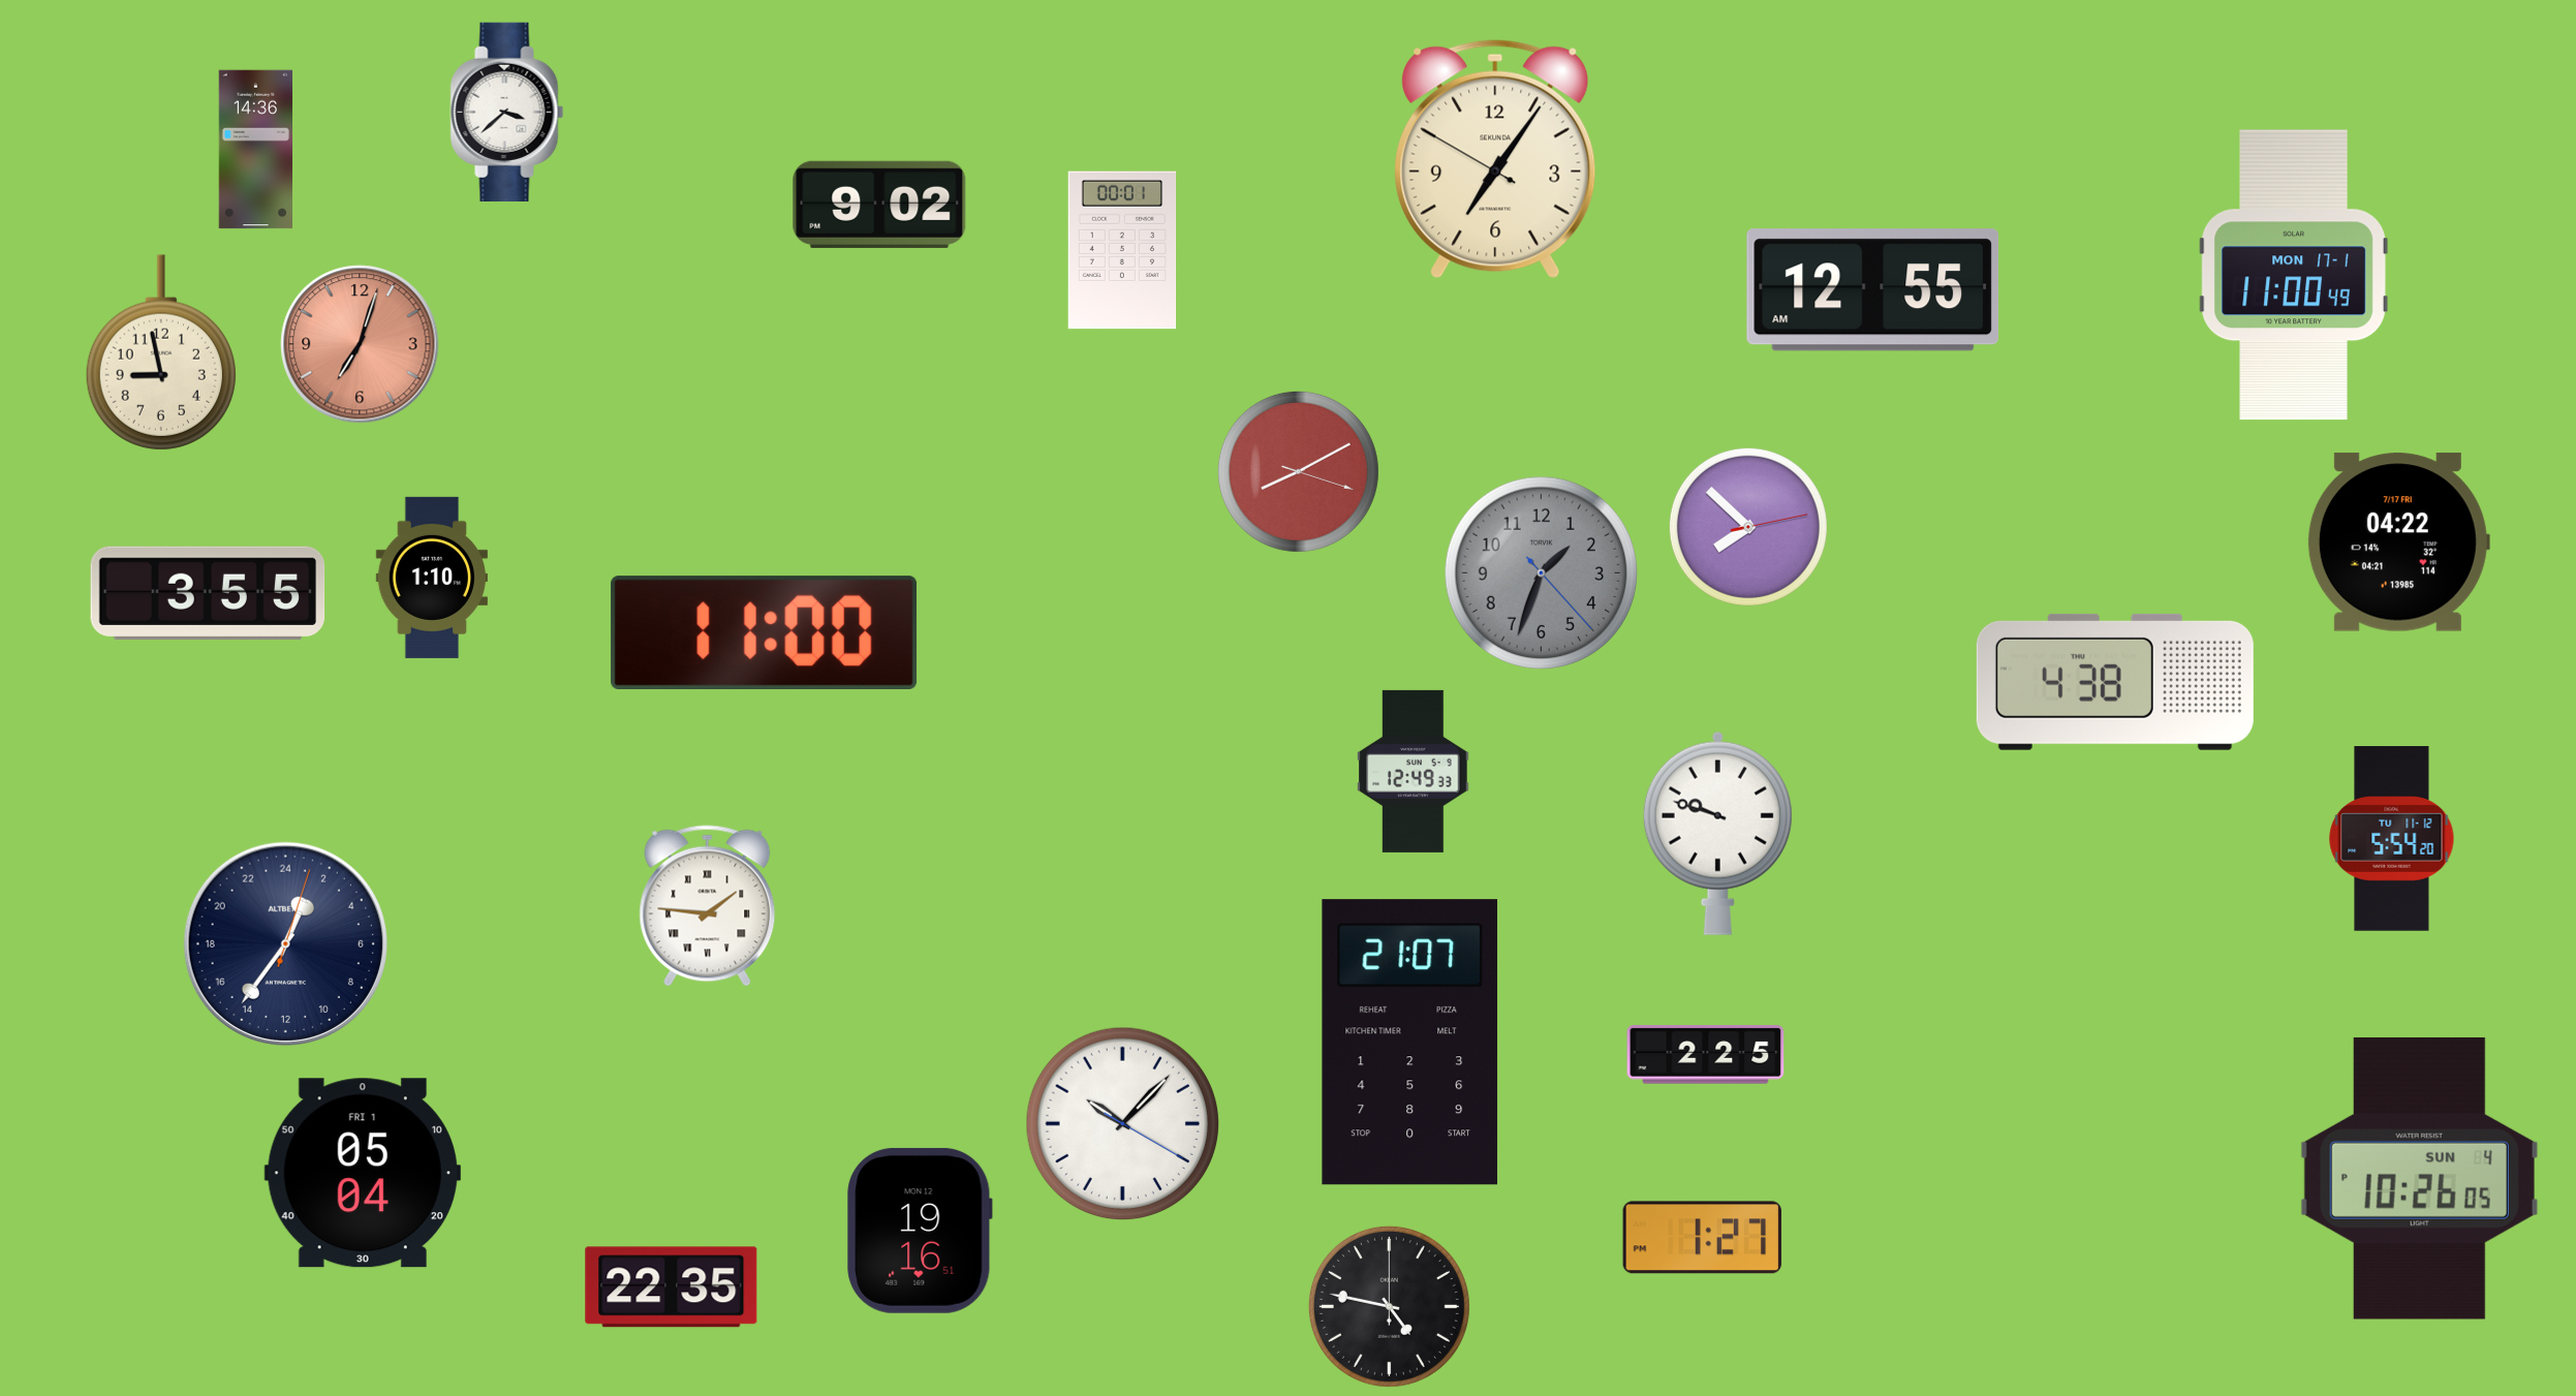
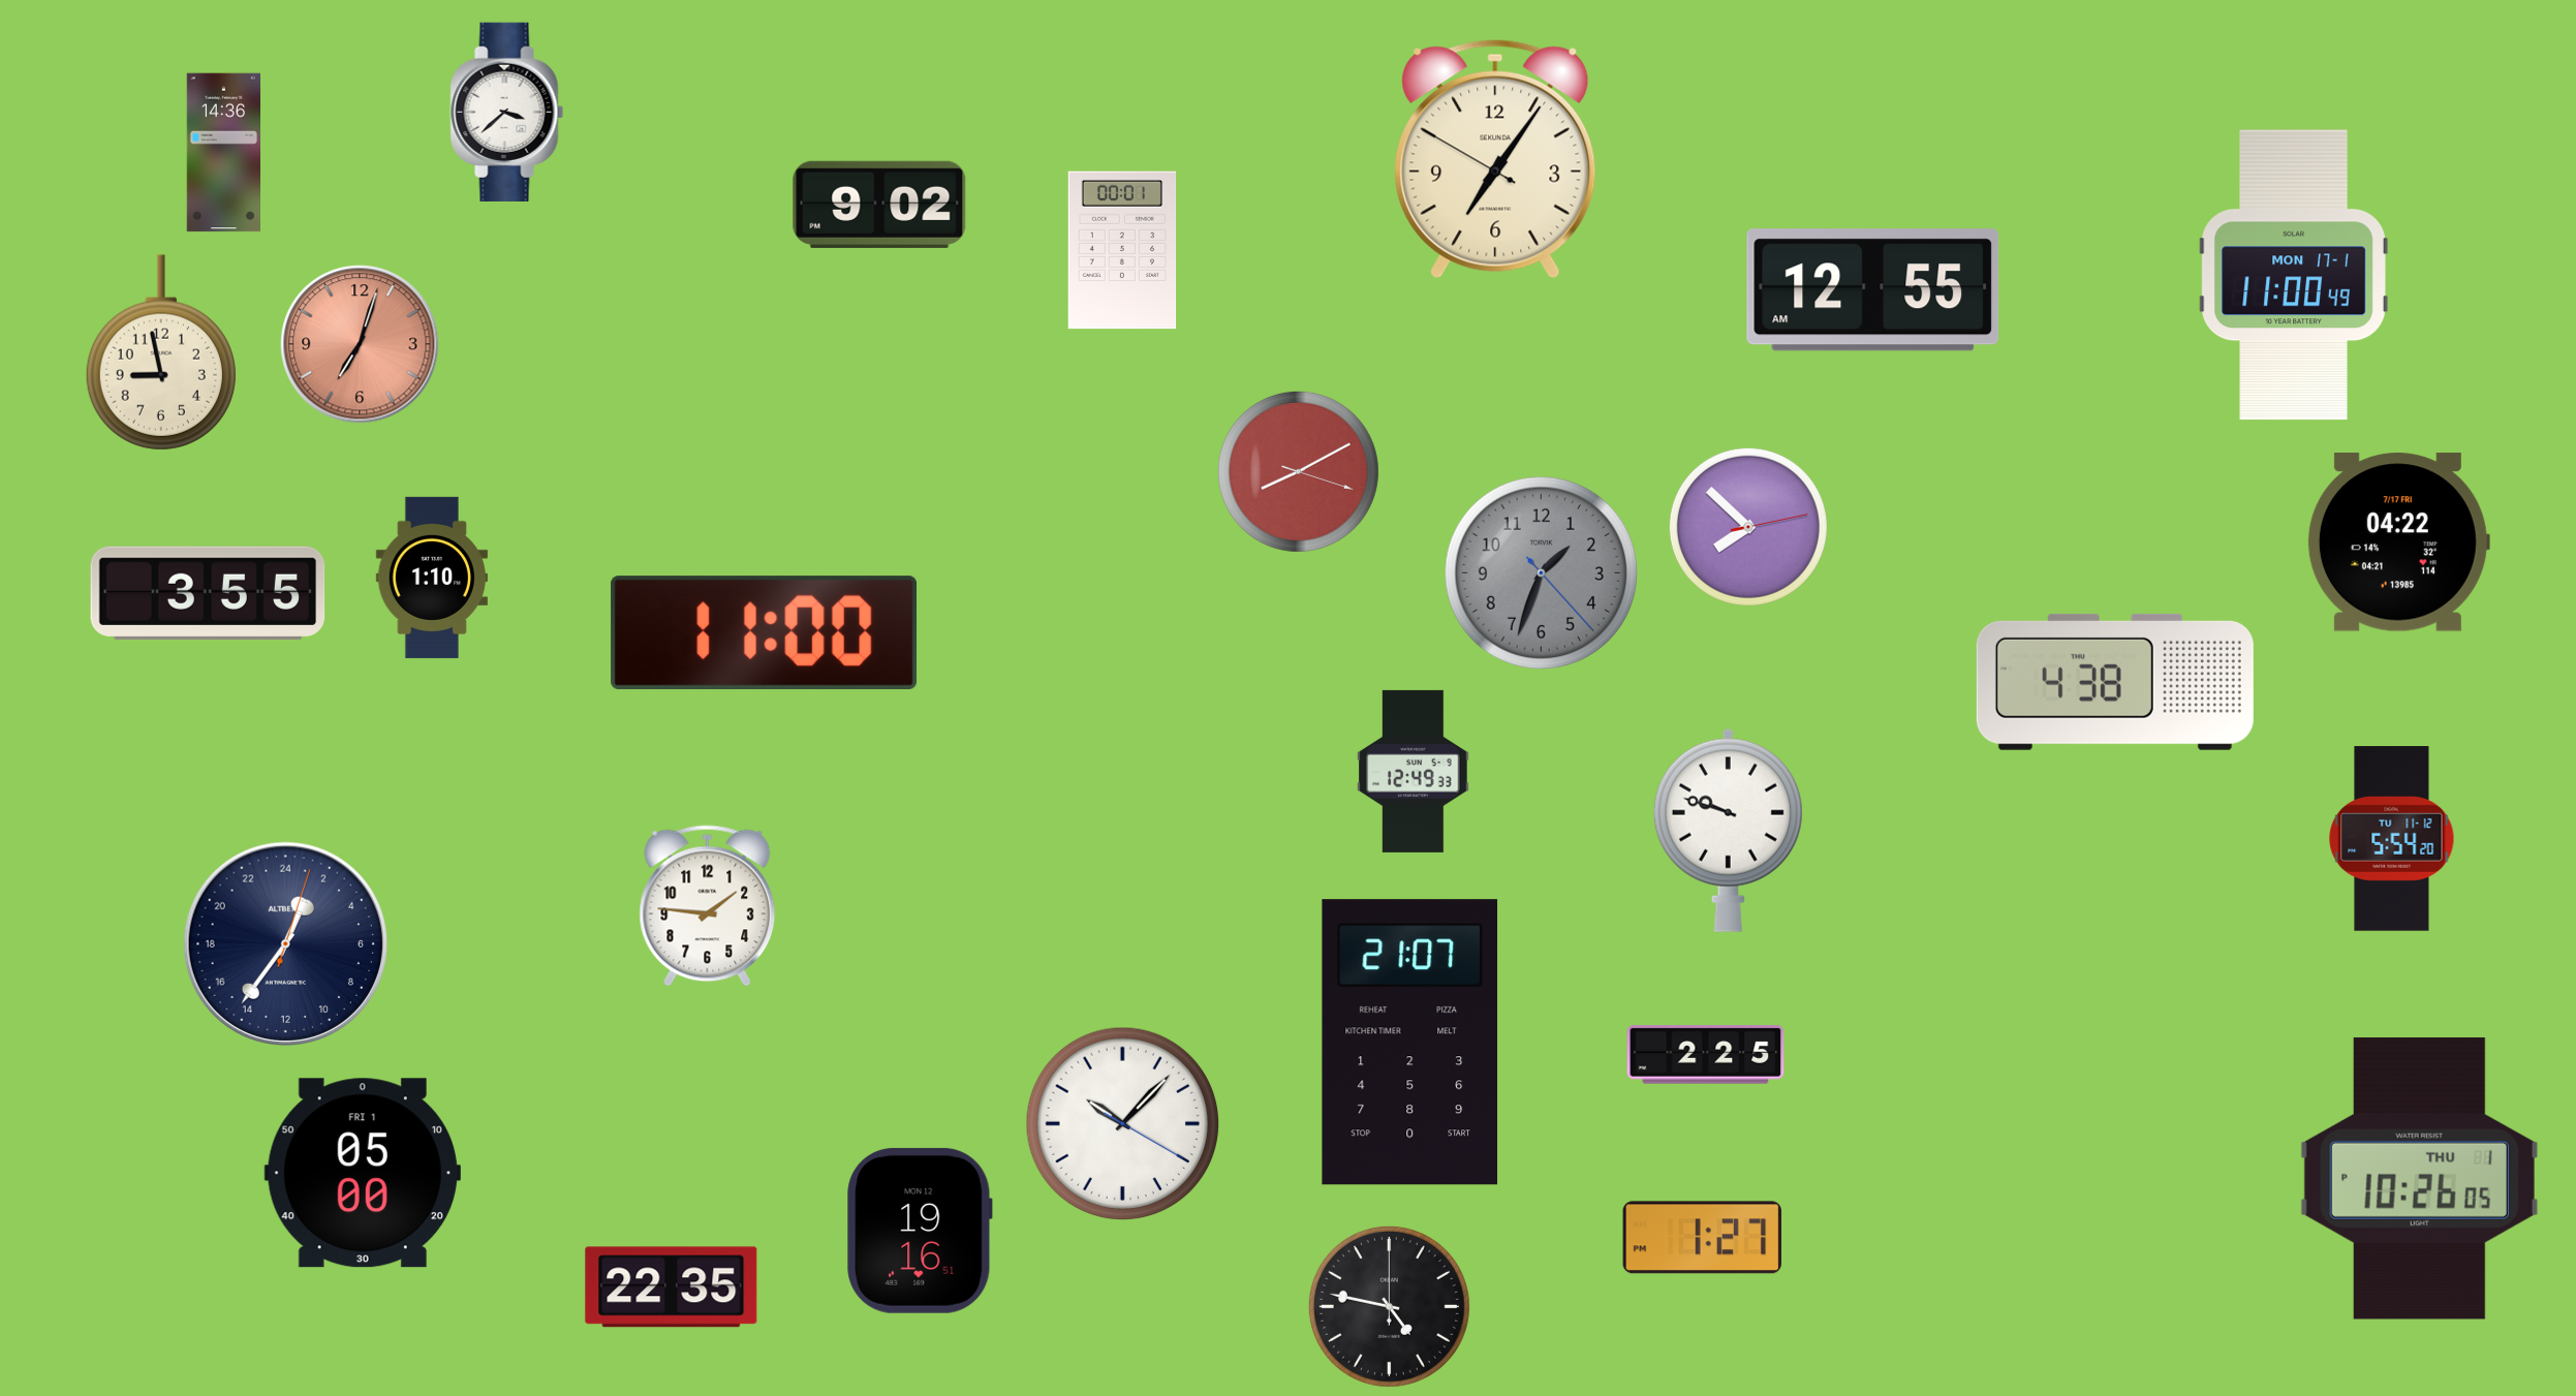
clock at (255, 150) position: (255, 150) -> (223, 153)
clock at (1717, 833) position: (1717, 833) -> (1728, 830)
clock at (708, 906) numerals: Roman -> Arabic
clock at (363, 1173): 05:04 -> 05:00
clock at (2419, 1178) date: SUN 4 -> THU 1
